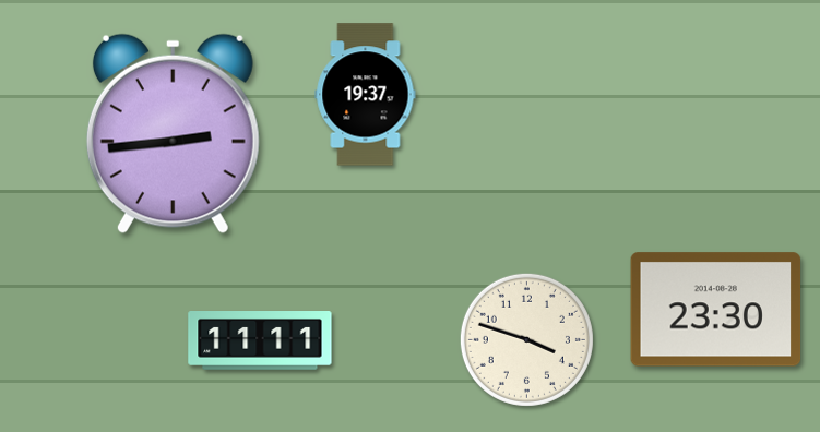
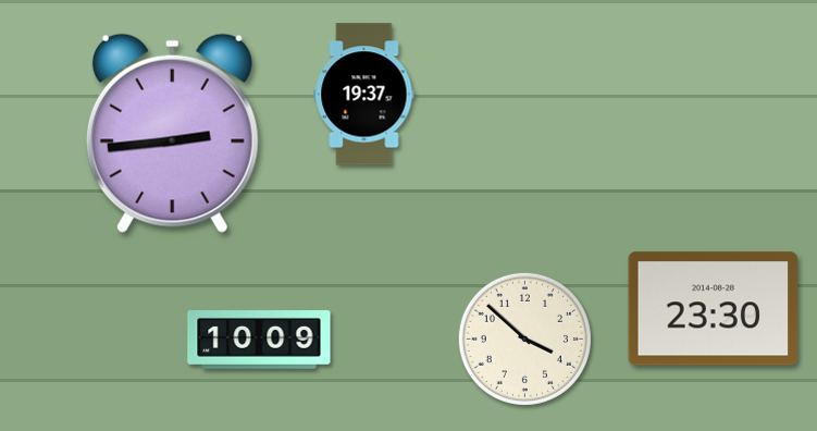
clock at (526, 339): 3:48 -> 3:52
clock at (260, 341): 11:11 -> 10:09
